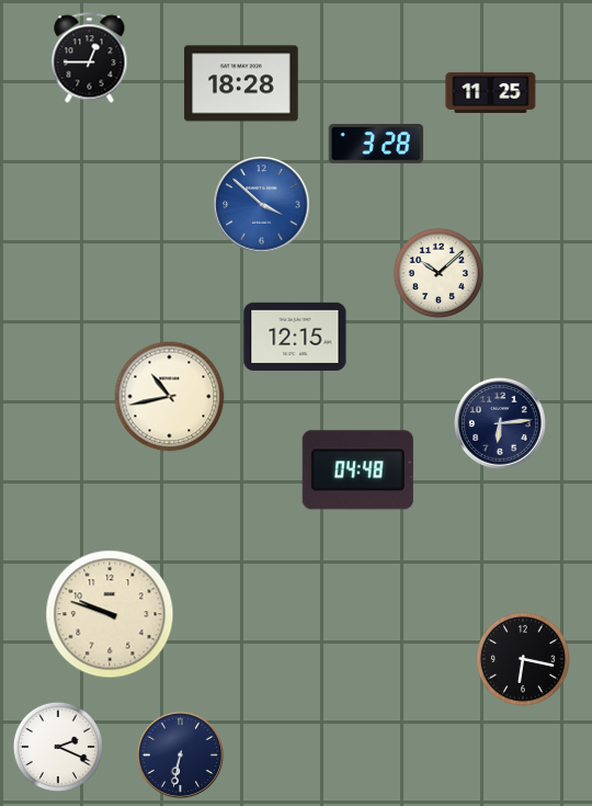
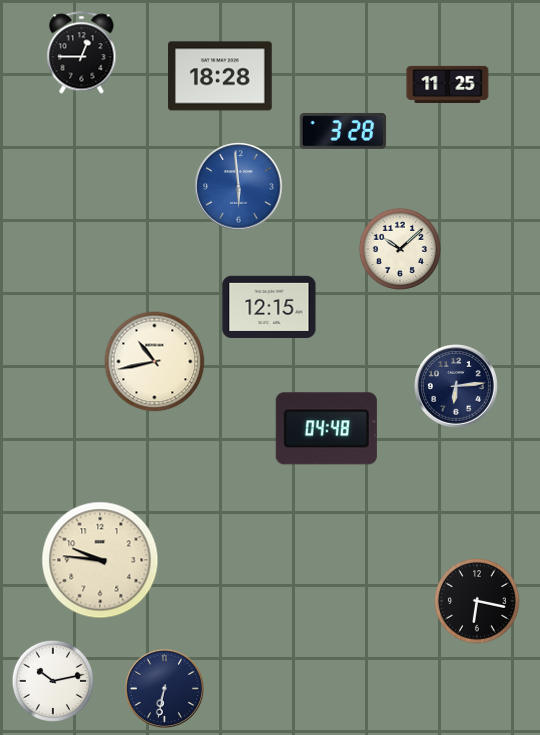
clock at (262, 205): 3:52 -> 5:59
clock at (110, 614): 9:48 -> 9:46
clock at (58, 747): 2:19 -> 10:13
